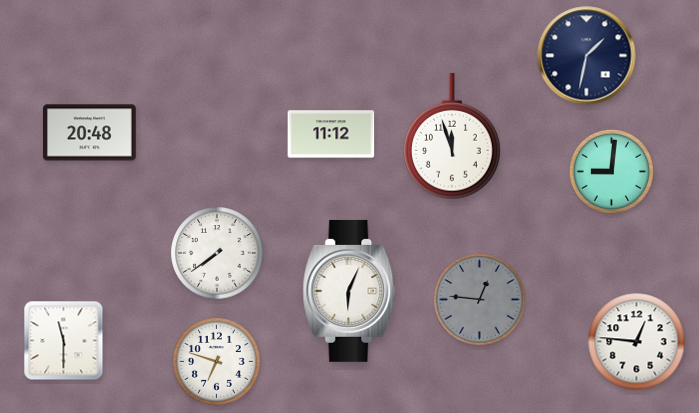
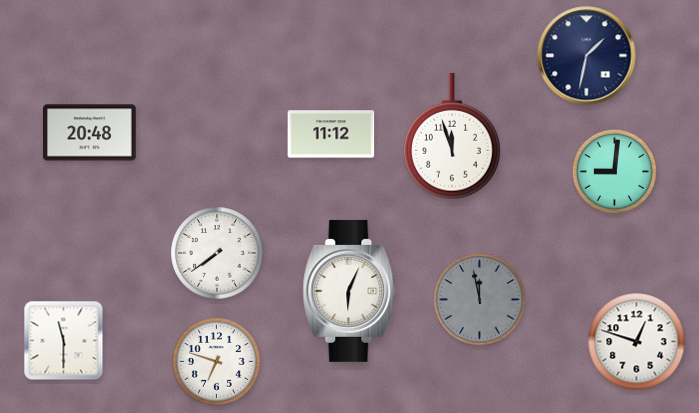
clock at (611, 171) position: (611, 171) -> (614, 171)
clock at (480, 300): 12:46 -> 11:58
clock at (637, 342): 12:46 -> 12:48
